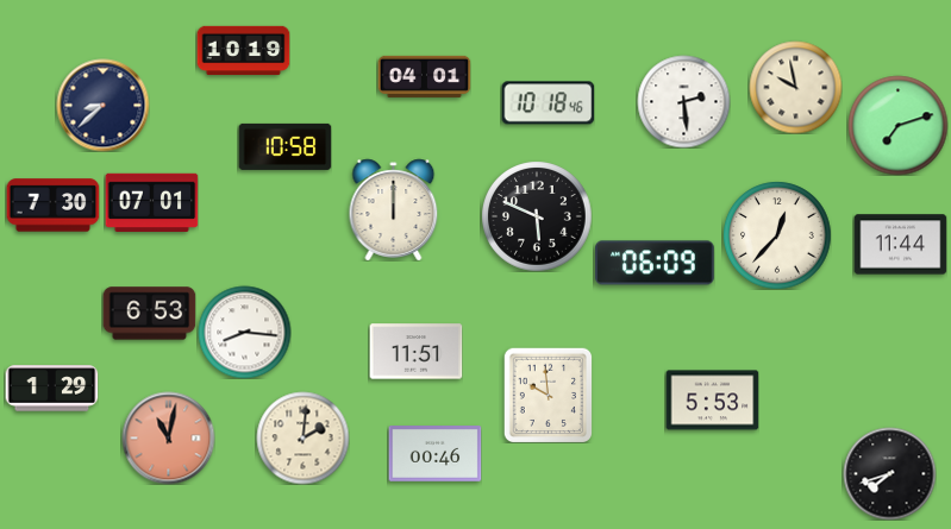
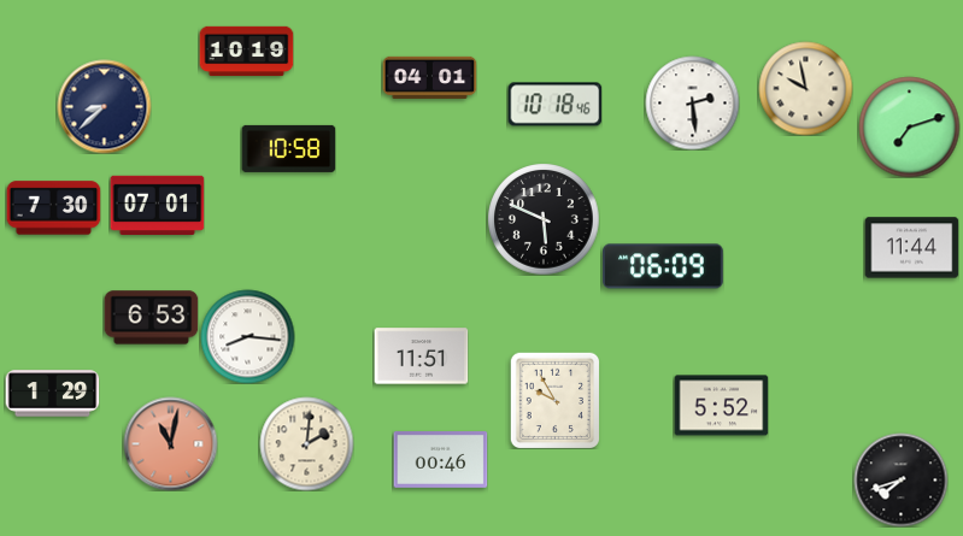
clock at (151, 202) position: (151, 202) -> (157, 205)
clock at (394, 209): 12:00 -> none
clock at (777, 235): 12:37 -> none
clock at (548, 395): 9:59 -> 9:55
clock at (712, 401): 5:53 -> 5:52
